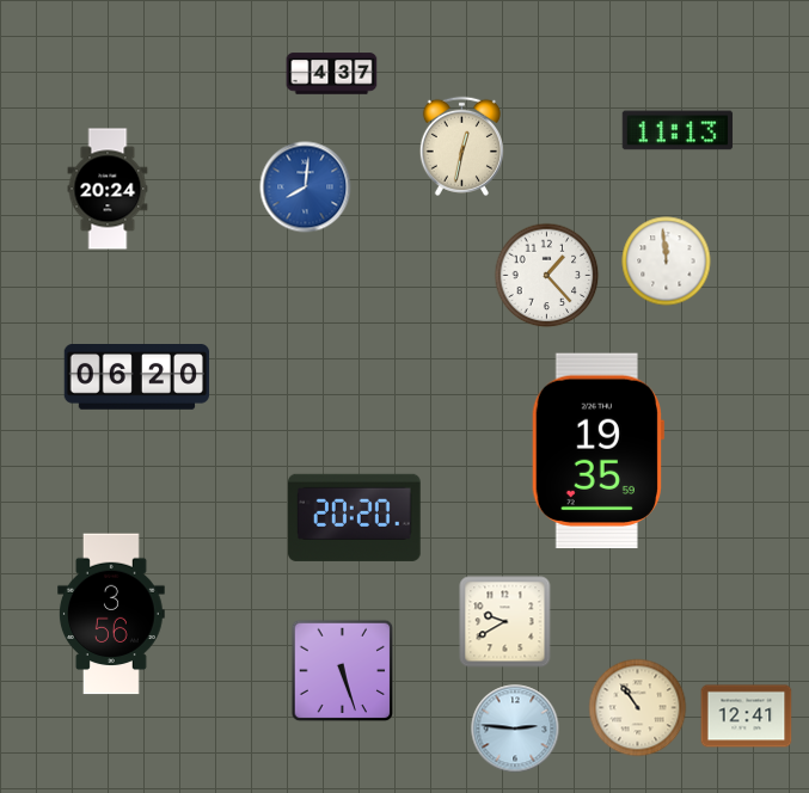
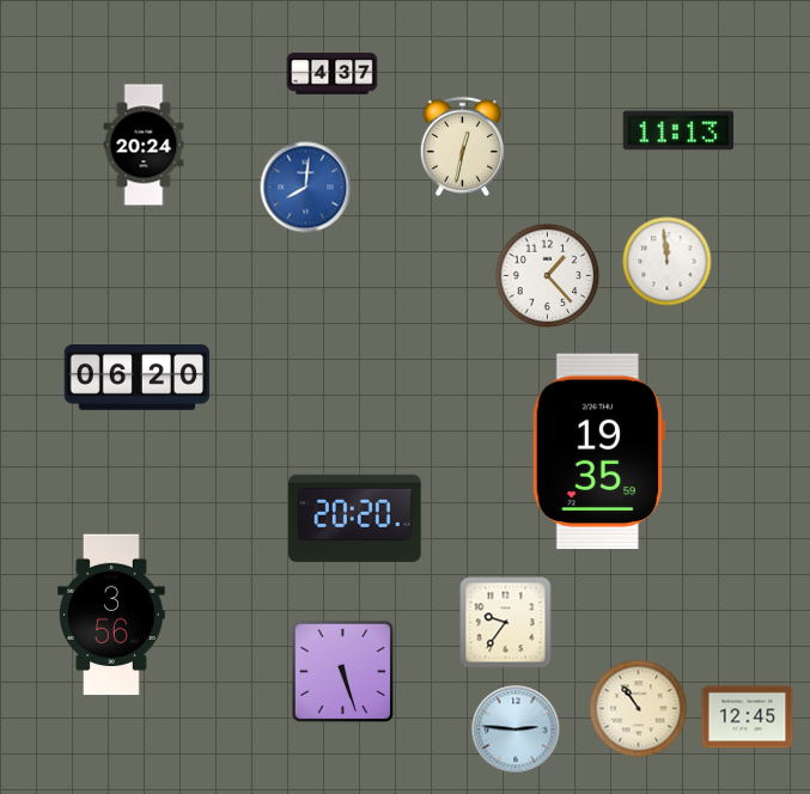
clock at (108, 189) position: (108, 189) -> (144, 145)
clock at (505, 622): 9:40 -> 9:36
clock at (747, 717): 12:41 -> 12:45
